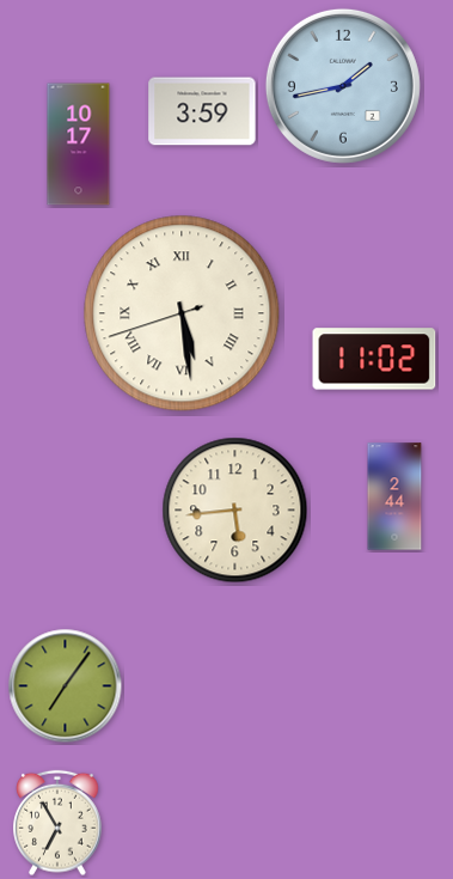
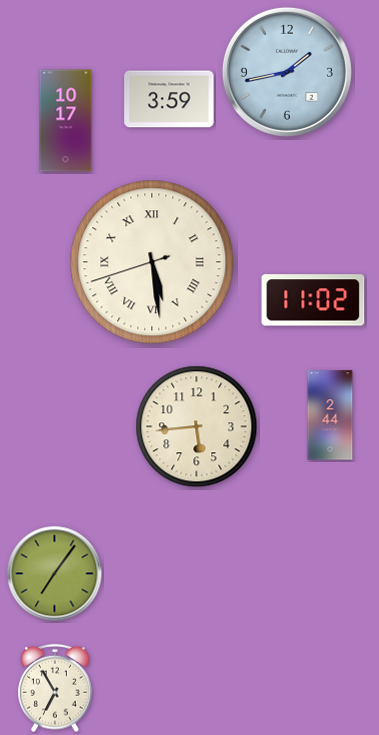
clock at (202, 111) position: (202, 111) -> (169, 99)
clock at (57, 823) position: (57, 823) -> (55, 688)
